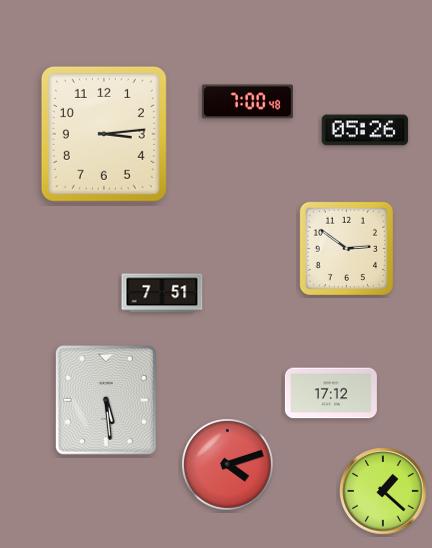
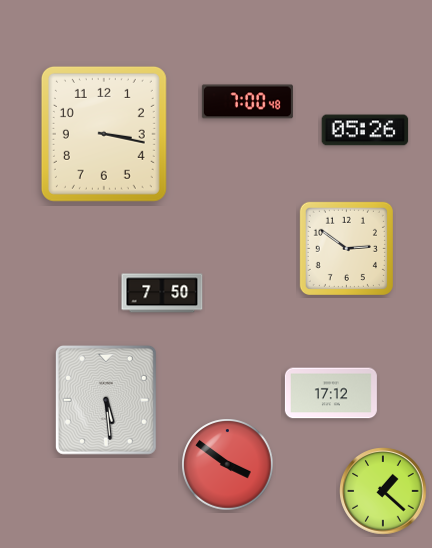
clock at (104, 134): 3:14 -> 3:17
clock at (162, 293): 7:51 -> 7:50
clock at (228, 465): 4:12 -> 3:51
